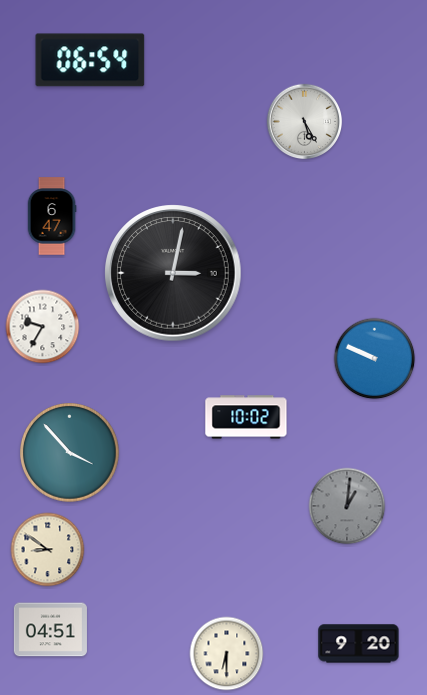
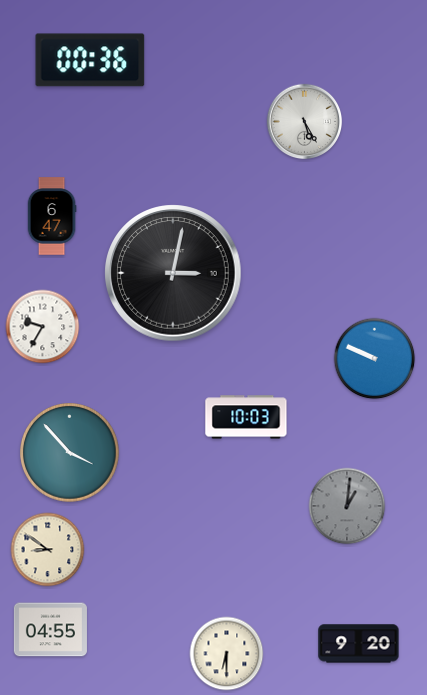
clock at (90, 60): 06:54 -> 00:36
clock at (246, 417): 10:02 -> 10:03
clock at (50, 630): 04:51 -> 04:55
